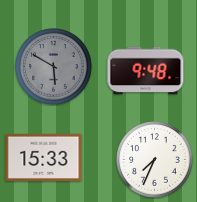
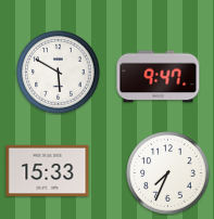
clock at (54, 67) dial: grey -> white
clock at (146, 71): 9:48 -> 9:47
